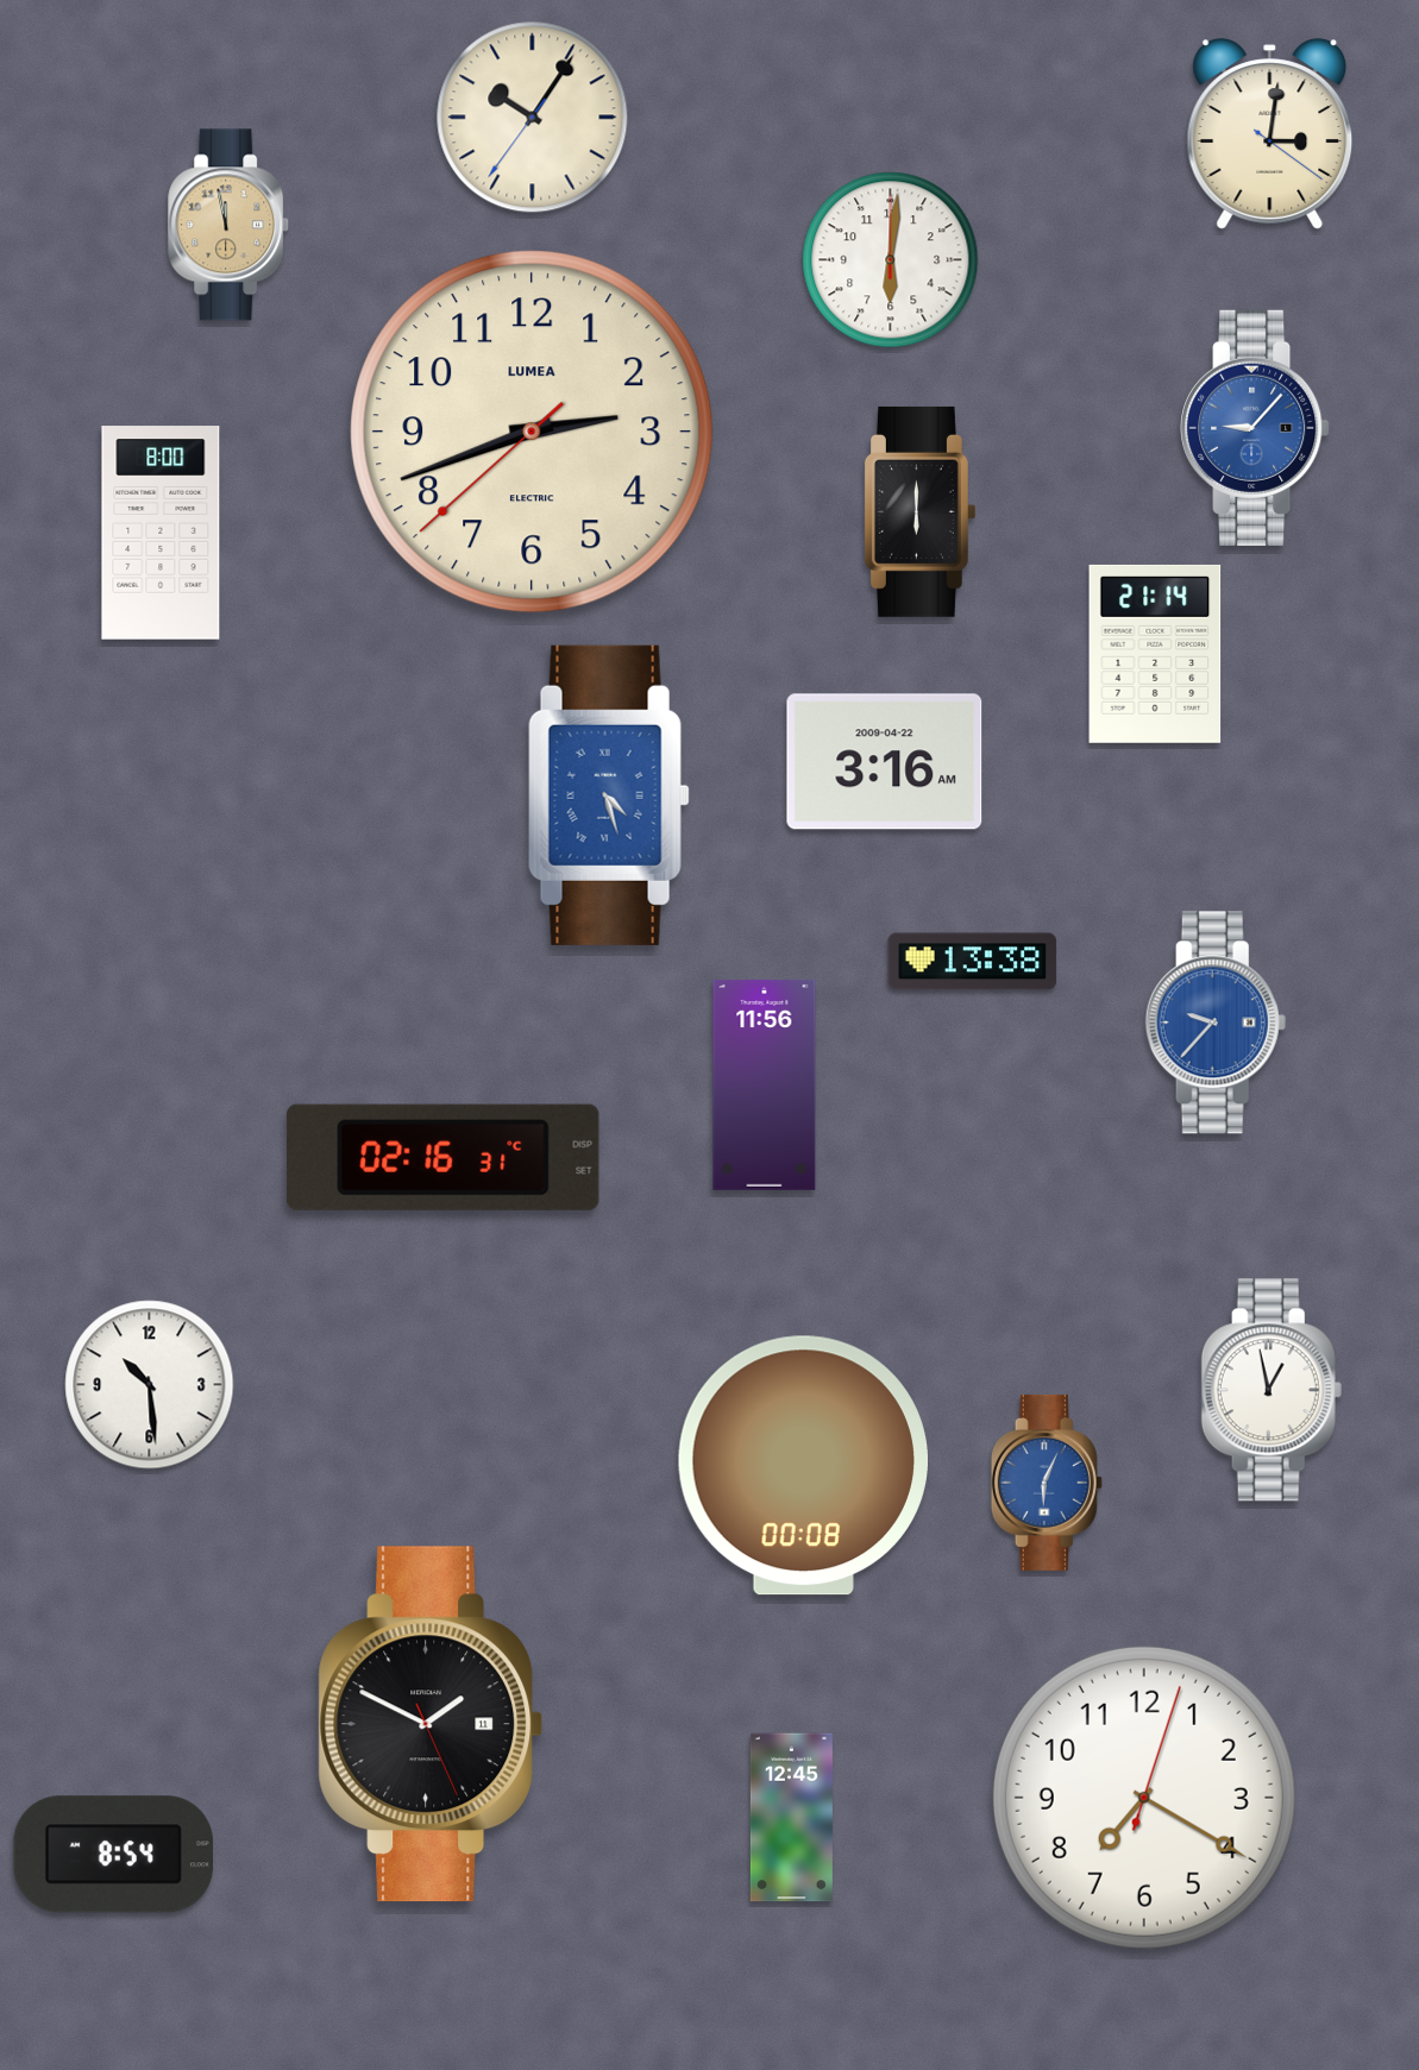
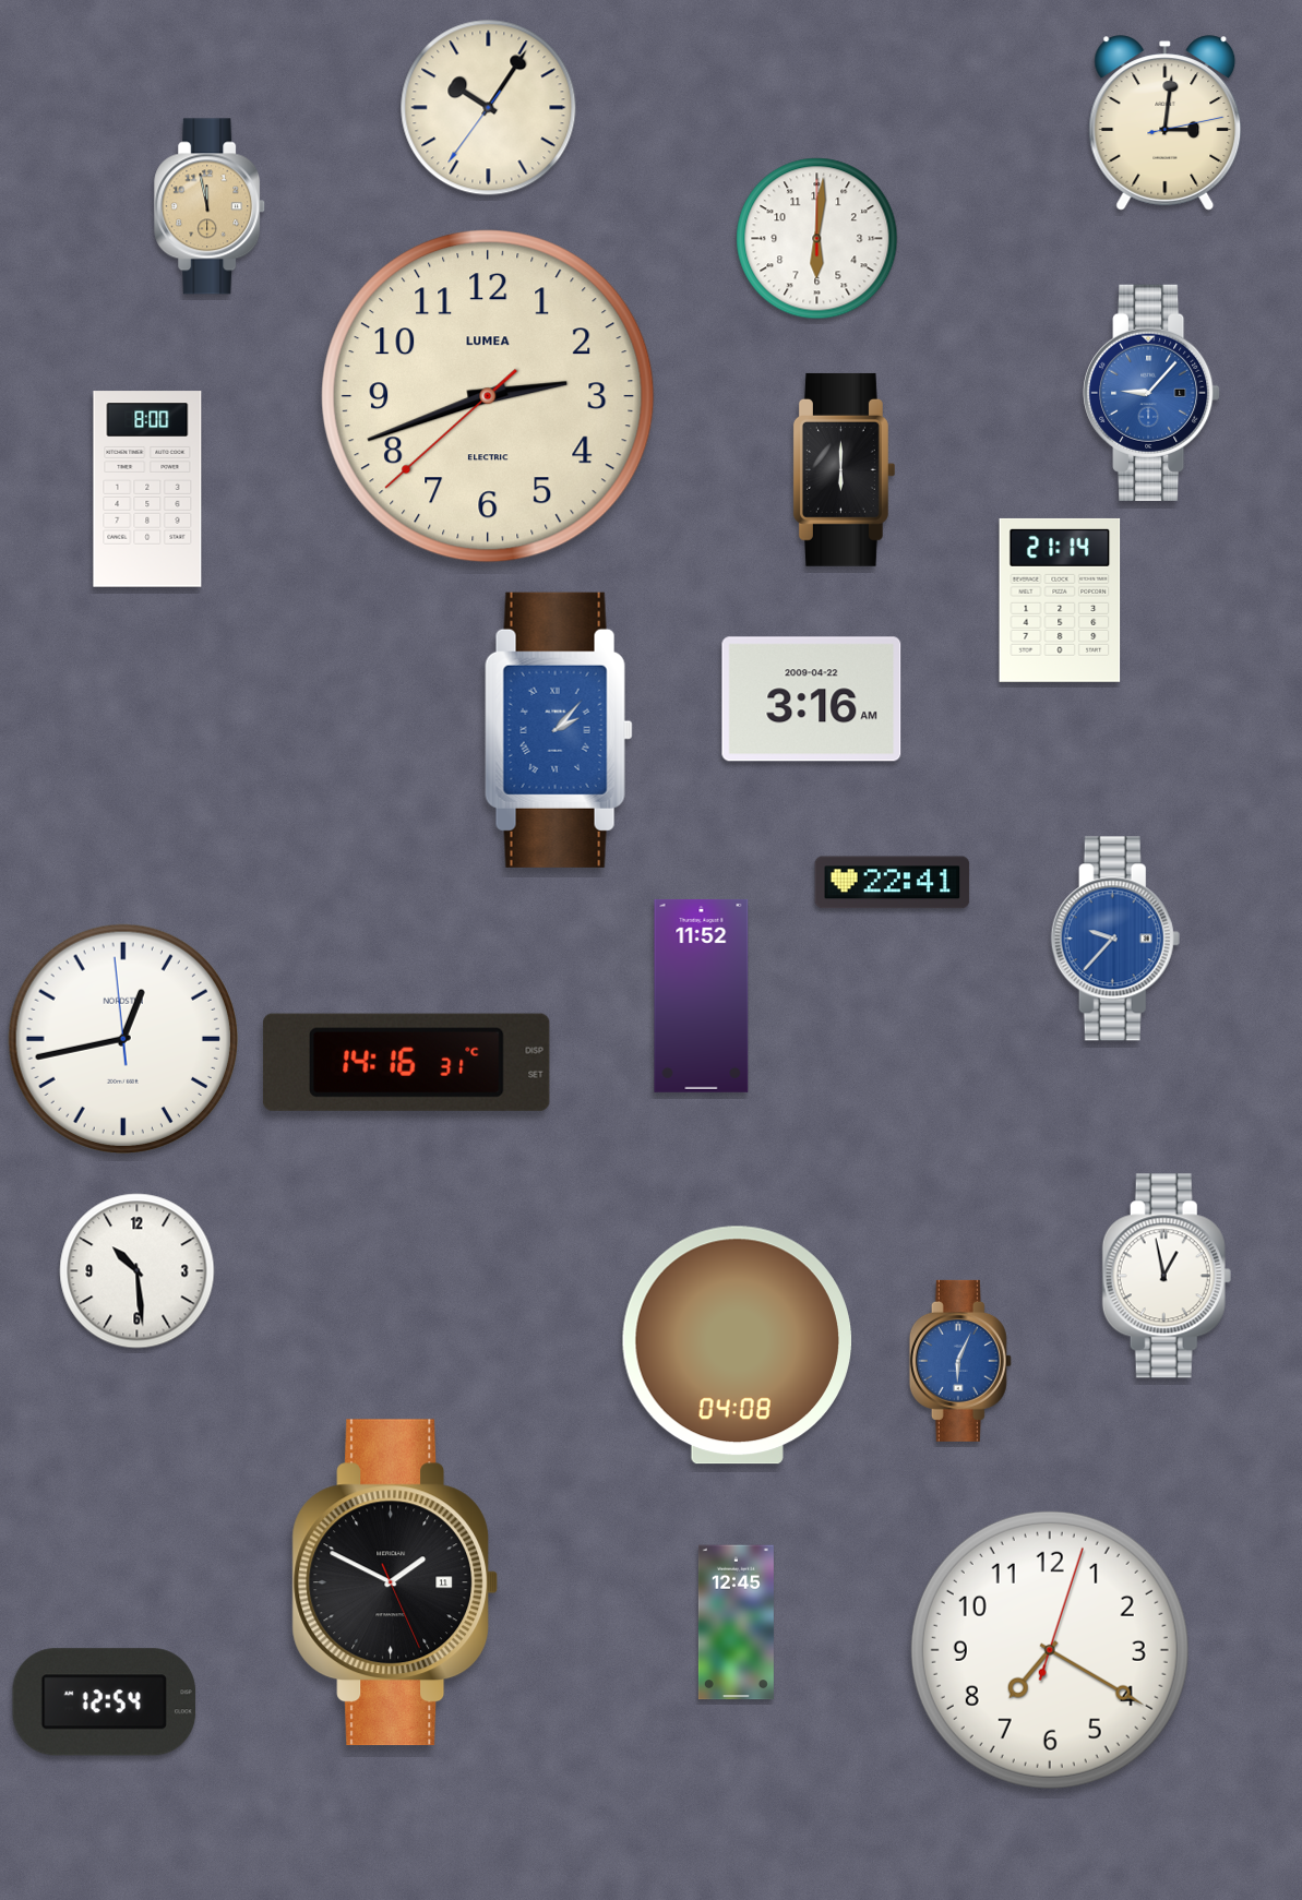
clock at (1270, 134): 3:01:21 -> 3:01:13
clock at (609, 795): 4:27 -> 2:07
clock at (973, 962): 13:38 -> 22:41
clock at (765, 1084): 11:56 -> 11:52
clock at (123, 1039): none -> 12:42
clock at (442, 1157): 02:16 -> 14:16
clock at (803, 1466): 00:08 -> 04:08
clock at (791, 1818) position: (791, 1818) -> (736, 1623)
clock at (114, 1855): 8:54 -> 12:54
